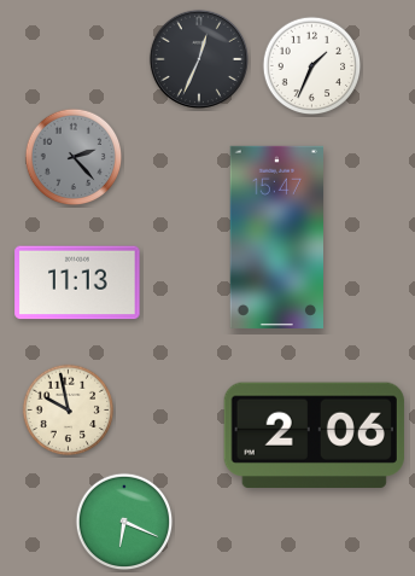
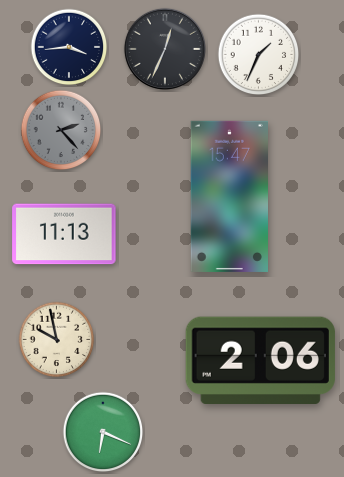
clock at (69, 47): none -> 3:44
